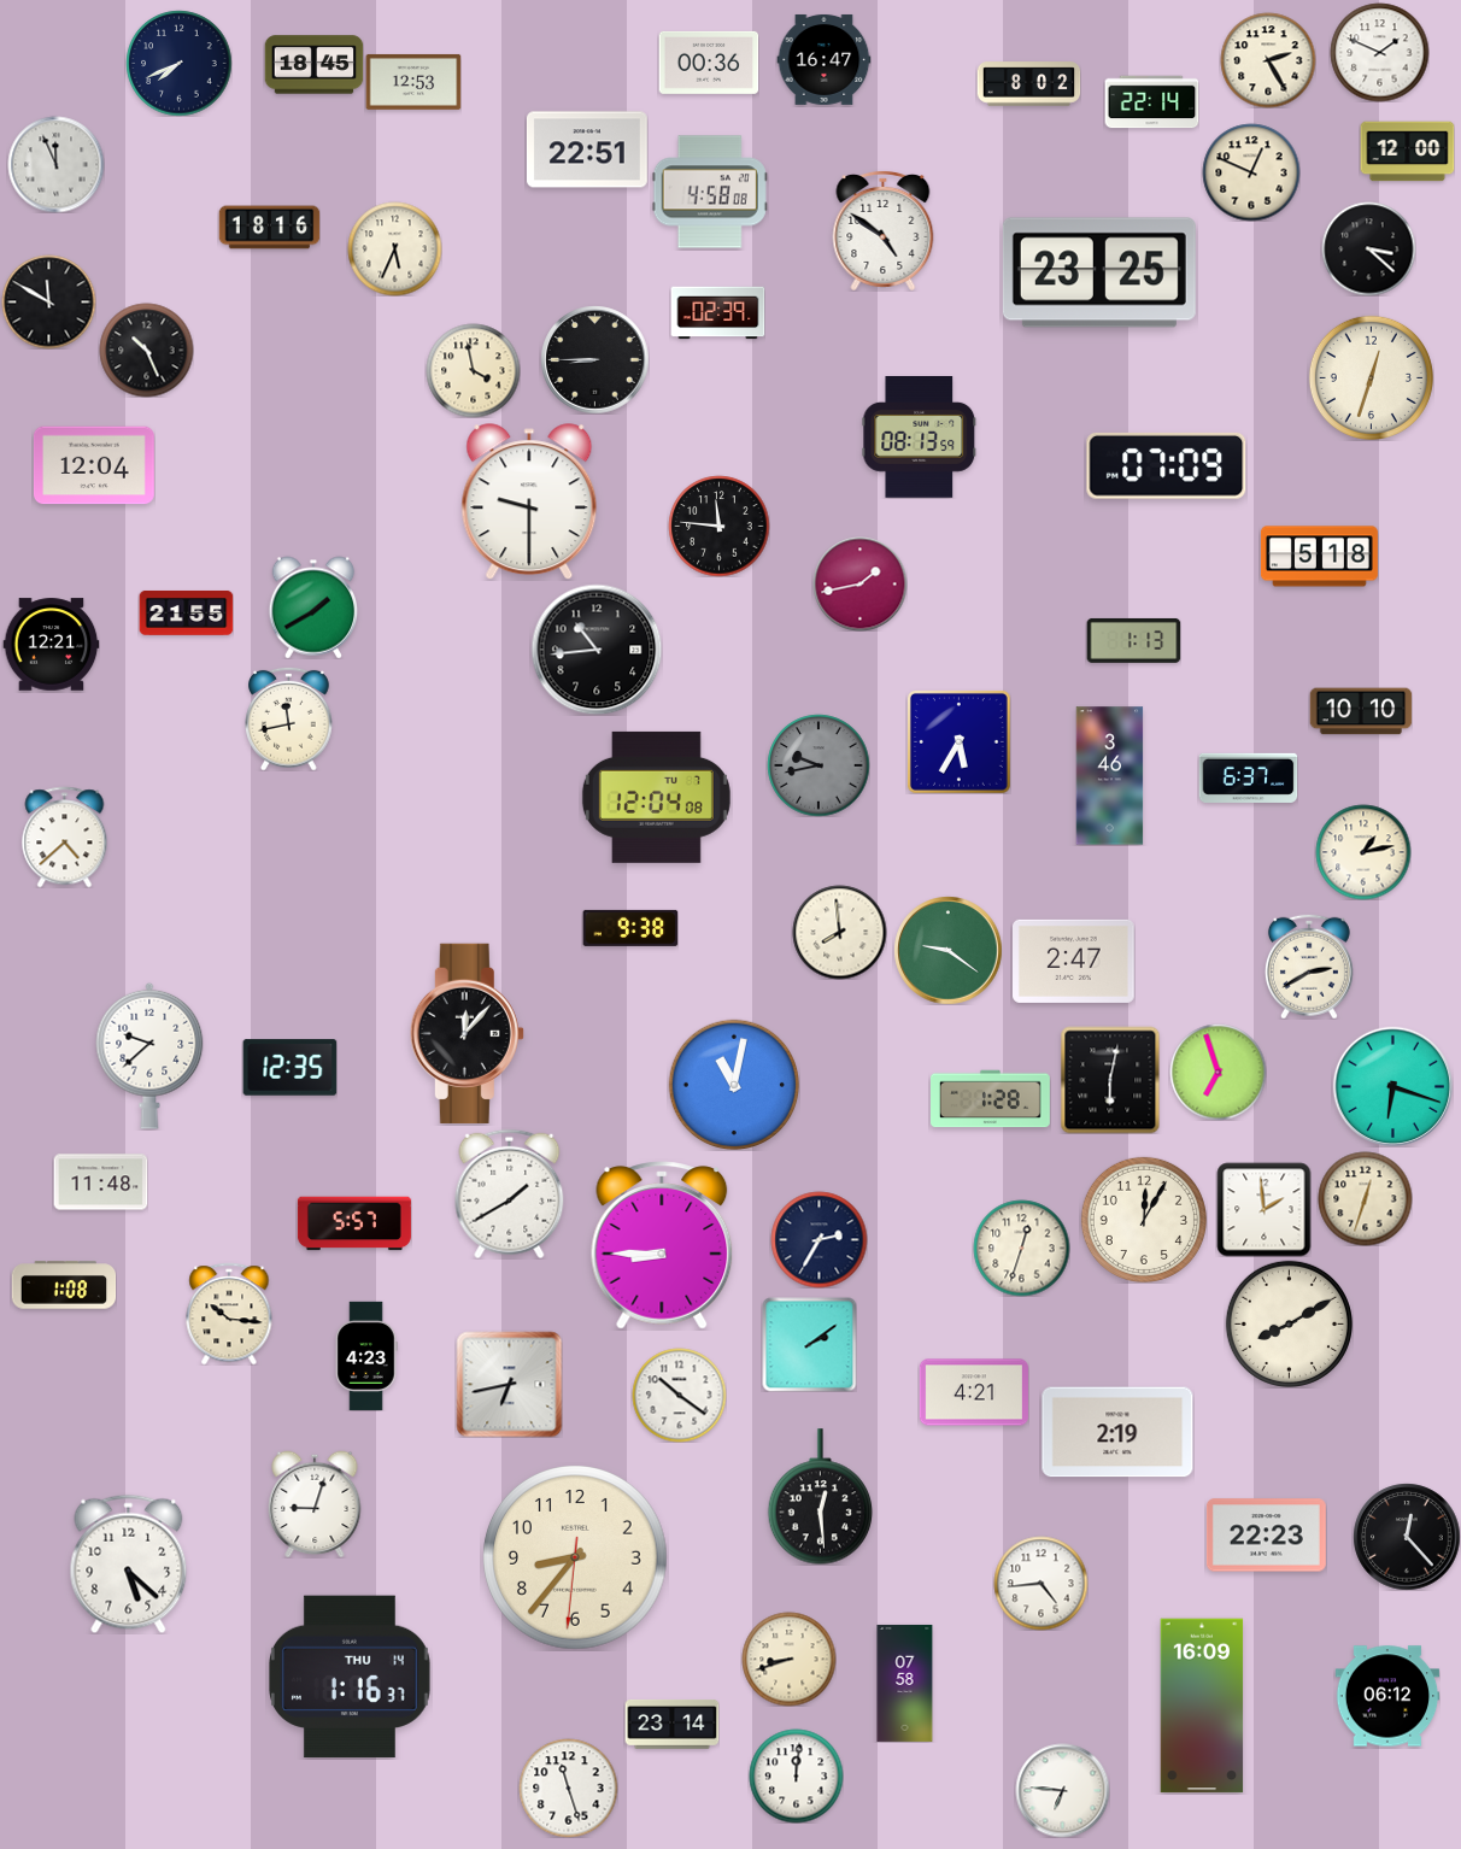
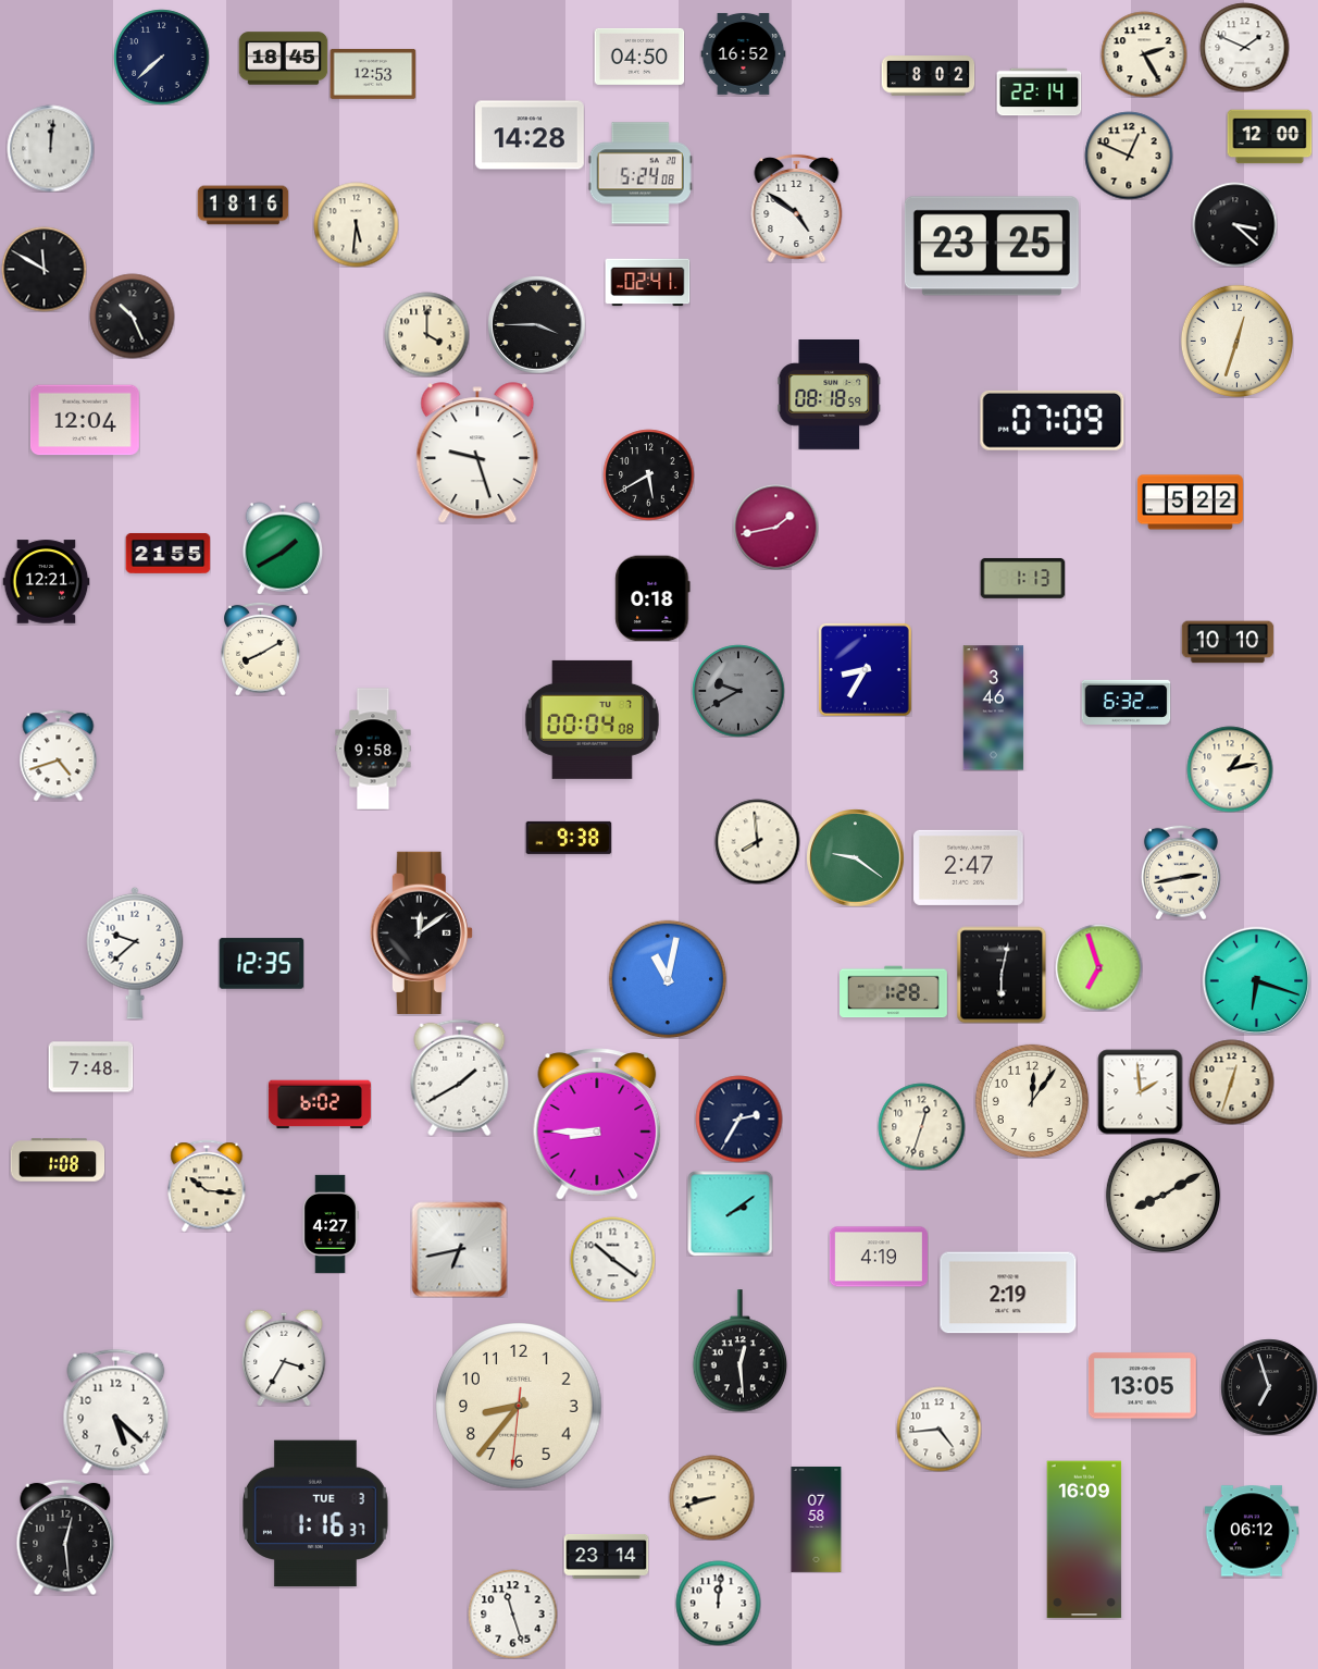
clock at (823, 59): 16:47 -> 16:52
clock at (178, 63): 7:41 -> 7:38
clock at (709, 63): 00:36 -> 04:50
clock at (587, 149): 22:51 -> 14:28
clock at (55, 164): 11:56 -> 12:01
clock at (710, 192): 4:58 -> 5:24
clock at (394, 248): 5:34 -> 5:31
clock at (48, 301) position: (48, 301) -> (43, 269)
clock at (717, 313): 02:39 -> 02:41
clock at (594, 359): 8:45 -> 3:45
clock at (473, 370): 3:58 -> 4:00
clock at (920, 438): 08:13 -> 08:18
clock at (529, 501): 9:30 -> 9:27
clock at (718, 526): 11:46 -> 5:40
clock at (1319, 557): 5:18 -> 5:22
clock at (597, 650): 10:44 -> none
clock at (652, 598): none -> 0:18
clock at (289, 718): 11:43 -> 8:10
clock at (958, 741): 5:35 -> 8:35
clock at (818, 765): 9:43 -> 9:40
clock at (1110, 776) position: (1110, 776) -> (994, 708)
clock at (1248, 777): 6:37 -> 6:32
clock at (656, 797): 12:04 -> 00:04
clock at (373, 749): none -> 9:58
clock at (65, 837): 4:38 -> 4:42
clock at (1309, 967): 2:40 -> 2:43
clock at (467, 1033): 12:07 -> 12:09
clock at (733, 1084) position: (733, 1084) -> (667, 978)
clock at (100, 1182): 11:48 -> 7:48
clock at (1144, 1220): 12:05 -> 12:06
clock at (354, 1223): 5:57 -> 6:02
clock at (366, 1356): 4:23 -> 4:27
clock at (974, 1392): 4:21 -> 4:19
clock at (315, 1504): 9:03 -> 3:35
clock at (1266, 1536): 22:23 -> 13:05
clock at (1407, 1537): 12:23 -> 6:57
clock at (351, 1677) date: THU 14 -> TUE 3
clock at (65, 1537): none -> 12:29
clock at (1062, 1790): 6:46 -> none
